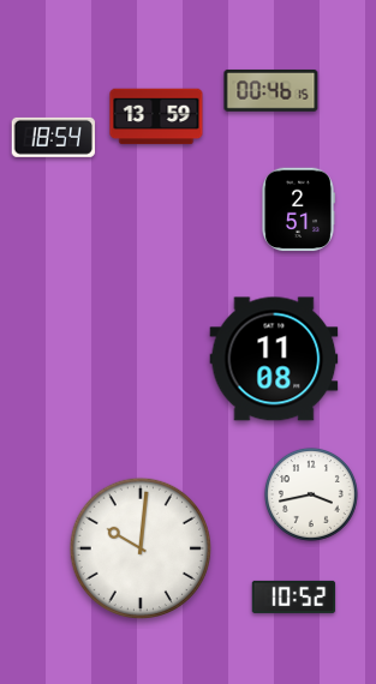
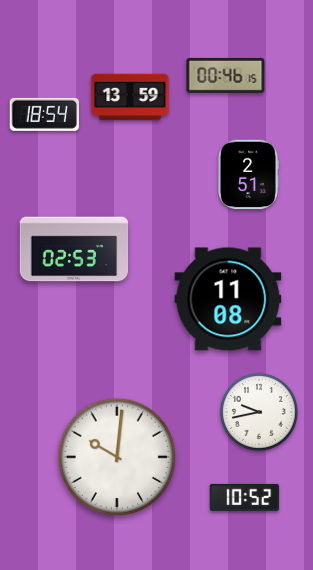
clock at (74, 249): none -> 02:53
clock at (311, 494): 3:43 -> 9:43
